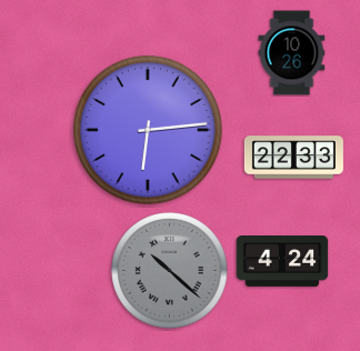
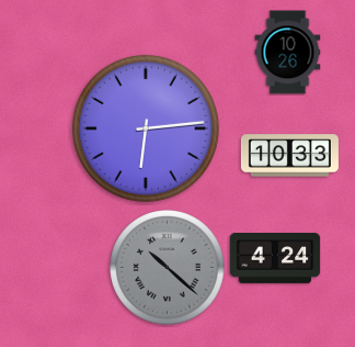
clock at (293, 158): 22:33 -> 10:33
clock at (282, 262) position: (282, 262) -> (275, 259)
